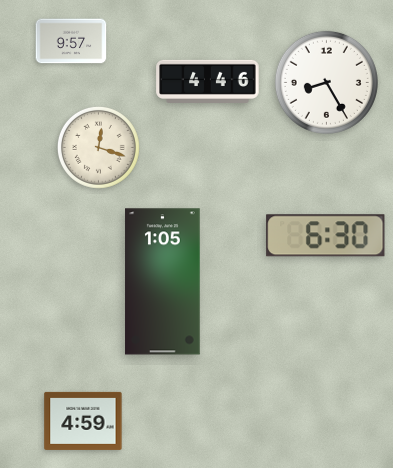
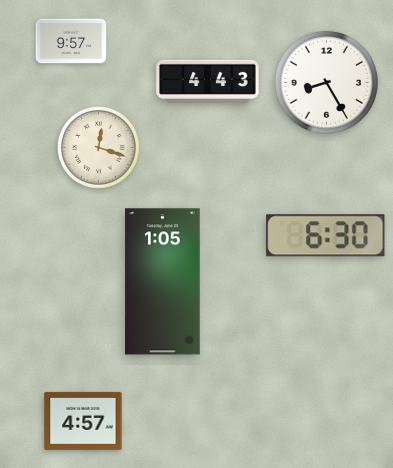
clock at (208, 81): 4:46 -> 4:43
clock at (83, 421): 4:59 -> 4:57
